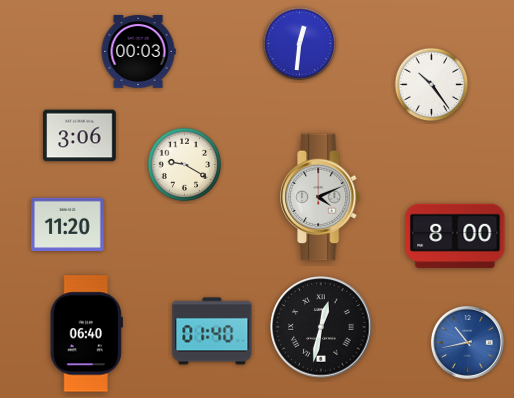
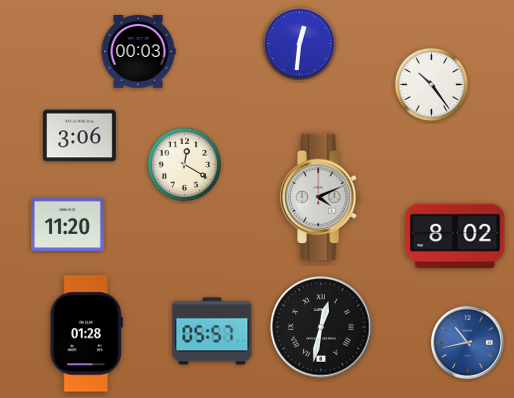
clock at (185, 165): 9:20 -> 12:20
clock at (455, 236): 8:00 -> 8:02
clock at (212, 331): 01:40 -> 05:57
clock at (86, 334): 06:40 -> 01:28
